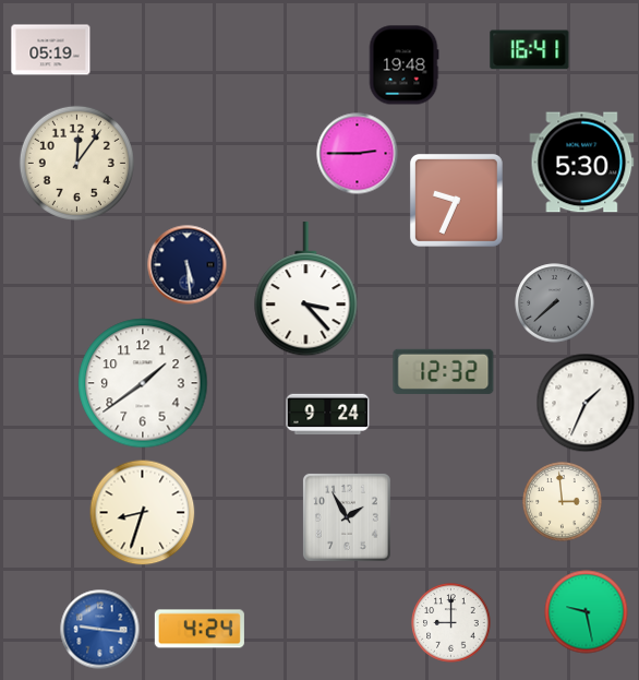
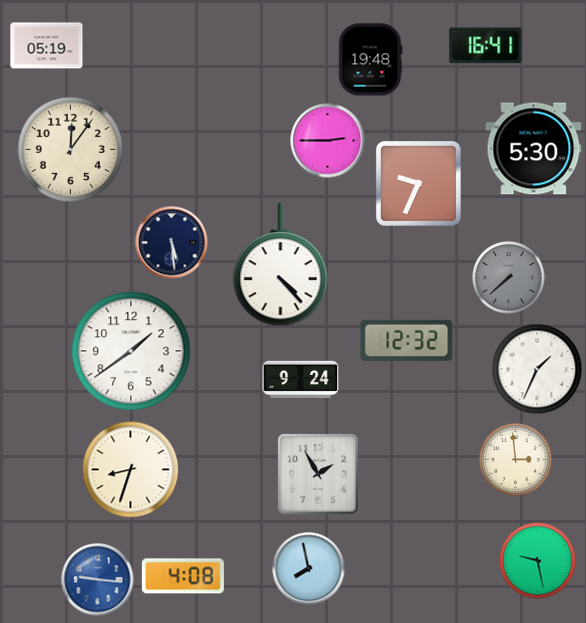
clock at (306, 289): 3:23 -> 4:23
clock at (309, 569): none -> 7:58
clock at (451, 623): 9:00 -> none
clock at (200, 629): 4:24 -> 4:08
clock at (100, 630) position: (100, 630) -> (98, 580)
